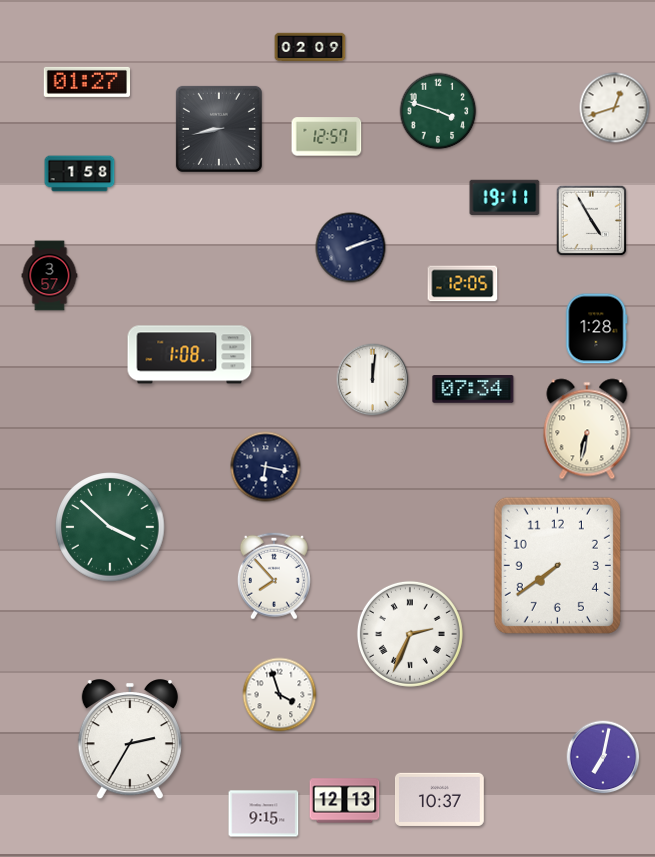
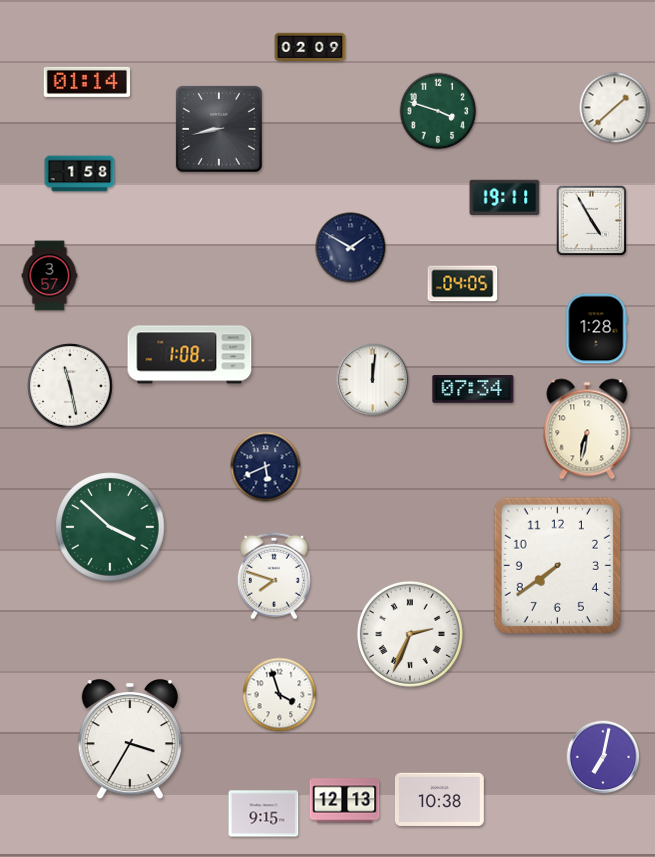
clock at (86, 82): 01:27 -> 01:14
clock at (615, 108): 12:42 -> 1:38
clock at (327, 137): 12:57 -> none
clock at (351, 248): 2:12 -> 1:50
clock at (463, 284): 12:05 -> 04:05
clock at (70, 386): none -> 11:28
clock at (266, 467): 6:17 -> 5:41
clock at (274, 576): 7:53 -> 7:48
clock at (130, 740): 2:35 -> 3:35
clock at (439, 799): 10:37 -> 10:38
